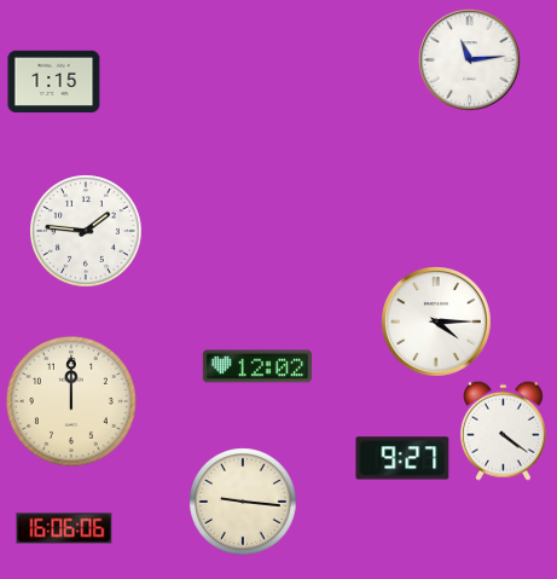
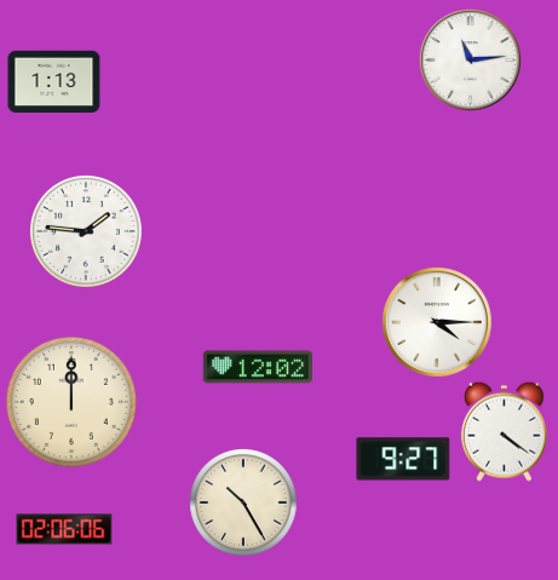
clock at (54, 82): 1:15 -> 1:13
clock at (243, 502): 9:16 -> 10:25
clock at (64, 528): 16:06 -> 02:06
